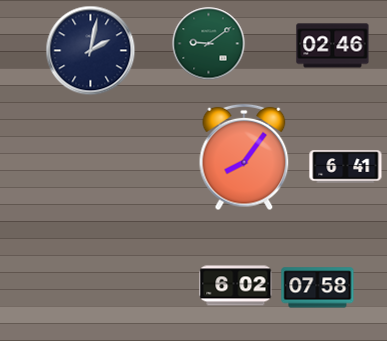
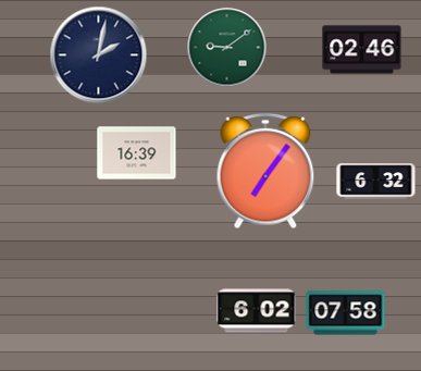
clock at (137, 153): none -> 16:39
clock at (244, 157): 8:06 -> 7:06
clock at (346, 167): 6:41 -> 6:32
